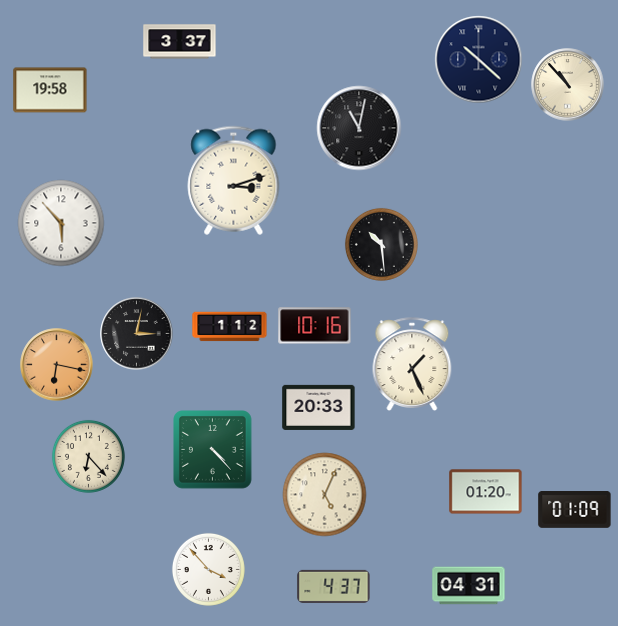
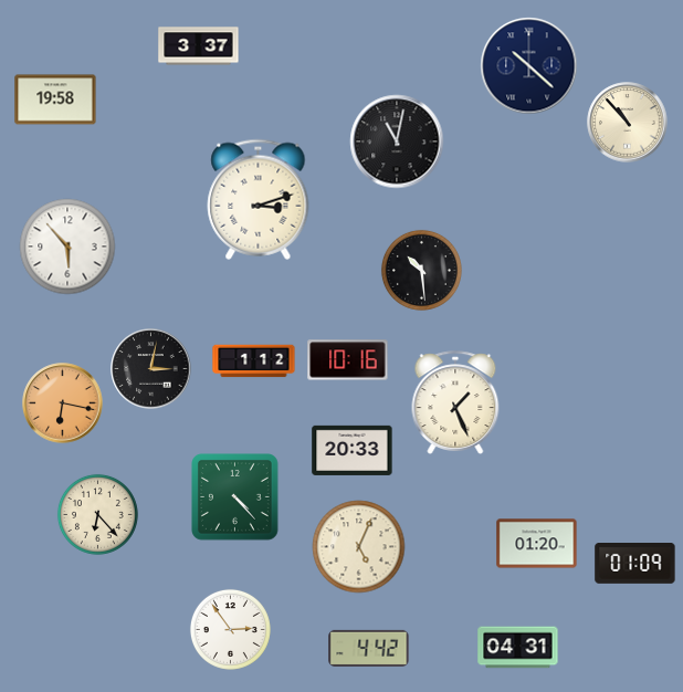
clock at (568, 85) position: (568, 85) -> (628, 123)
clock at (88, 456) position: (88, 456) -> (97, 514)
clock at (208, 569): 3:53 -> 2:54
clock at (334, 586): 4:37 -> 4:42
